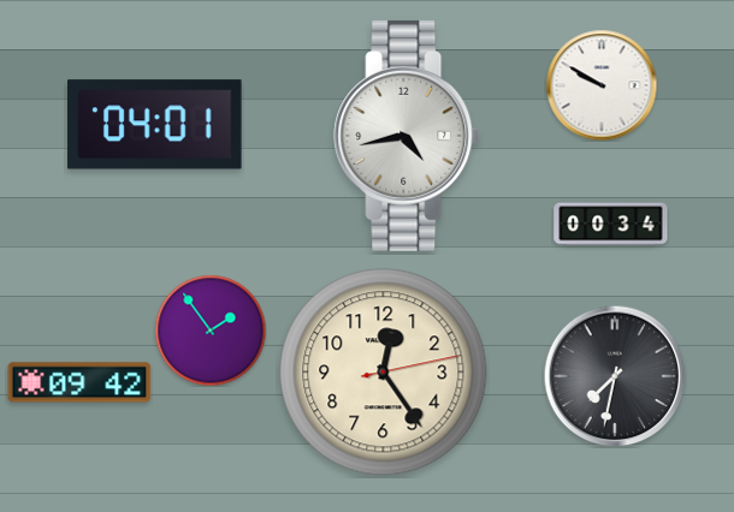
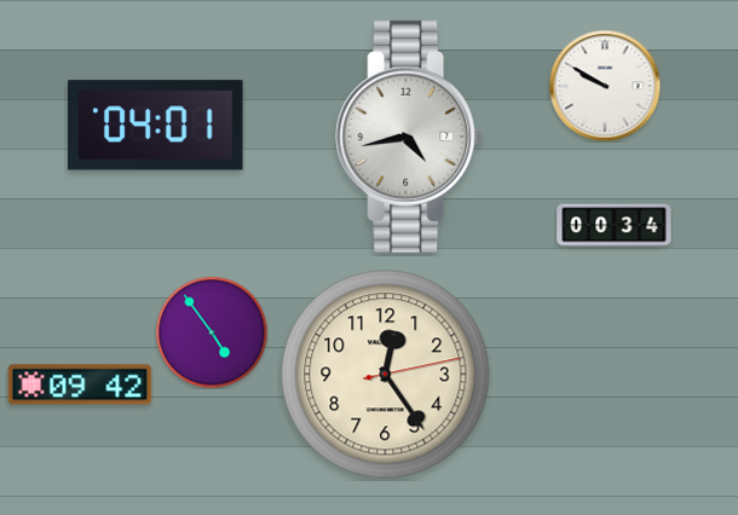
clock at (211, 331): 1:54 -> 4:54
clock at (615, 376): 7:32 -> none
